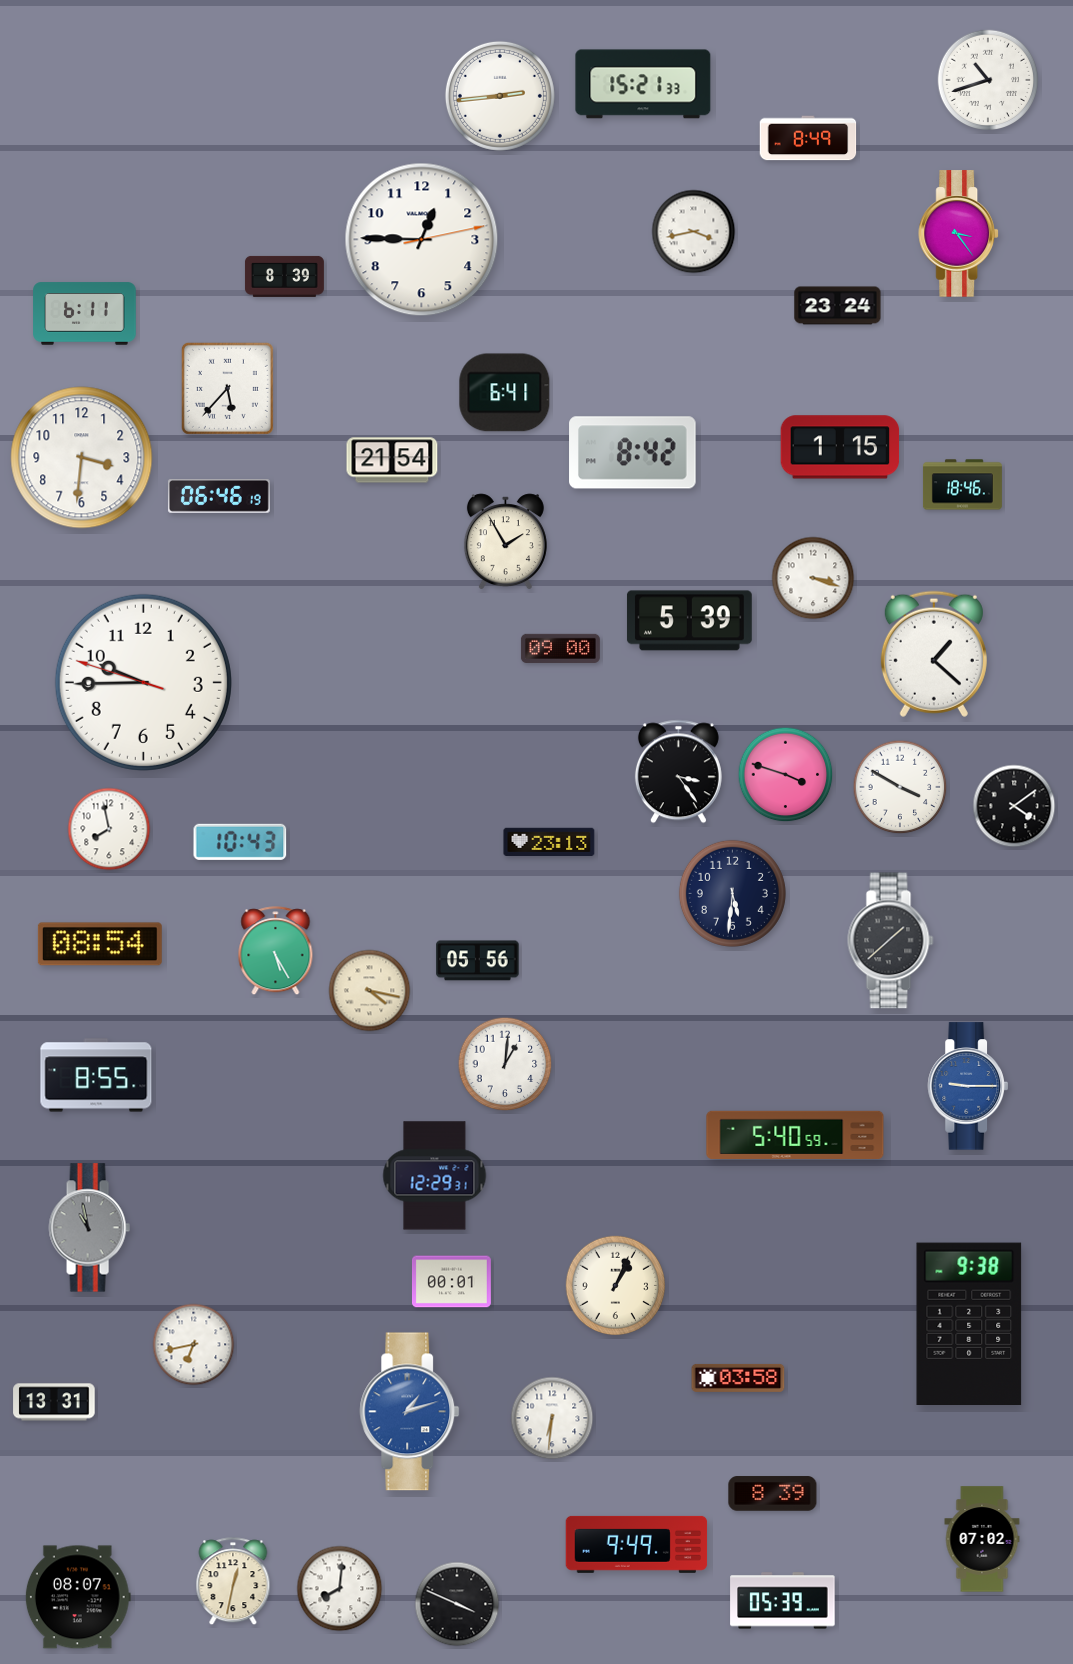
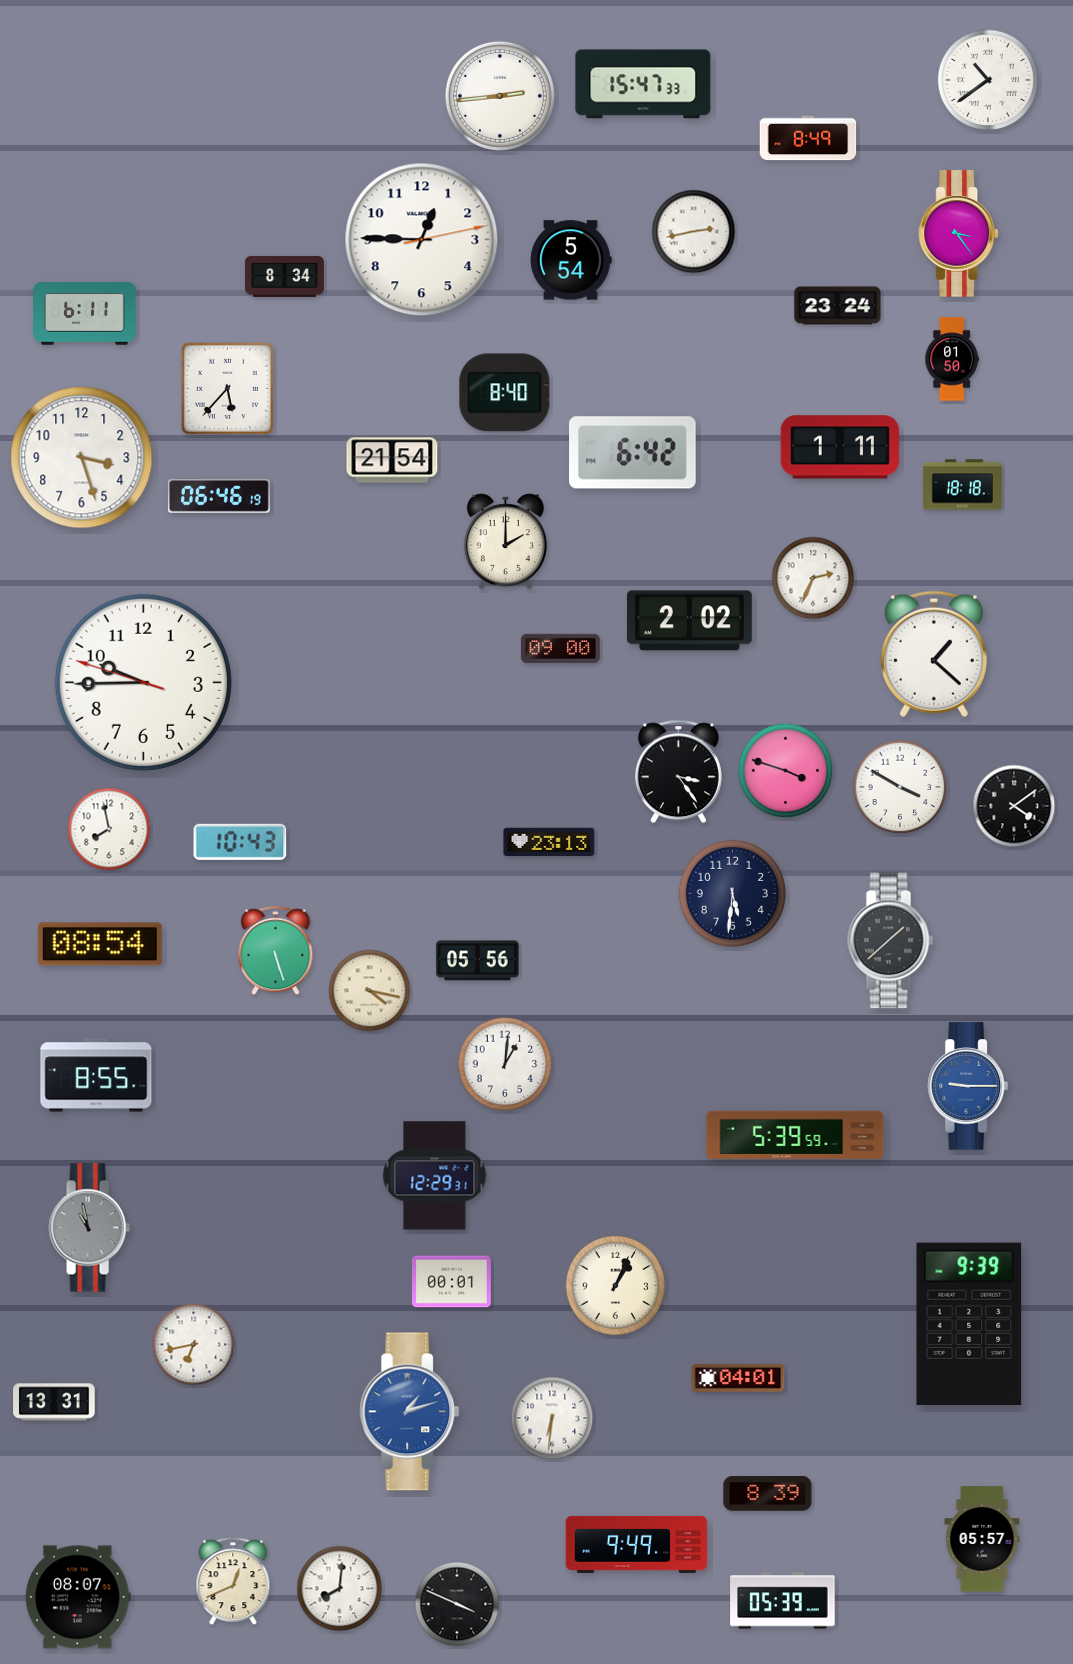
clock at (987, 79): 10:42 -> 10:39
clock at (643, 84): 15:21 -> 15:47
clock at (694, 232): 3:43 -> 2:43
clock at (571, 260): none -> 5:54
clock at (284, 276): 8:39 -> 8:34
clock at (952, 359): none -> 01:50
clock at (505, 393): 6:41 -> 8:40
clock at (840, 447): 1:15 -> 1:11
clock at (633, 453): 8:42 -> 6:42
clock at (82, 458): 3:31 -> 3:27
clock at (962, 485): 18:46 -> 18:18
clock at (505, 542): 1:55 -> 2:00
clock at (813, 578): 3:18 -> 2:34
clock at (689, 621): 5:39 -> 2:02
clock at (786, 775) position: (786, 775) -> (786, 771)
clock at (276, 951): 5:25 -> 5:27
clock at (795, 1134): 5:40 -> 5:39
clock at (969, 1323): 9:38 -> 9:39
clock at (738, 1378): 03:58 -> 04:01
clock at (773, 1494) position: (773, 1494) -> (768, 1494)
clock at (982, 1539): 07:02 -> 05:57
clock at (233, 1582): 12:32 -> 12:41
